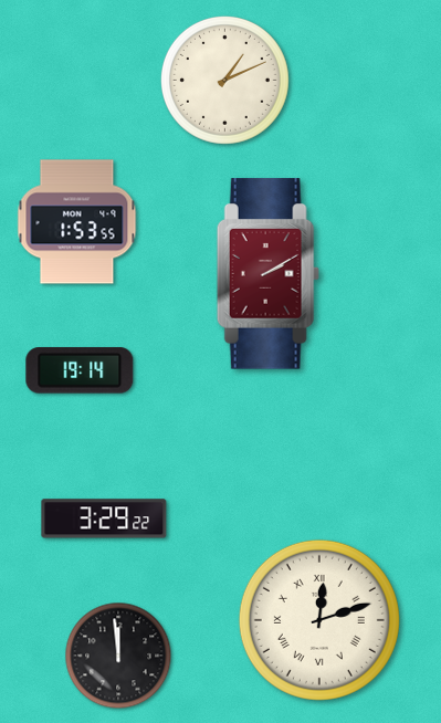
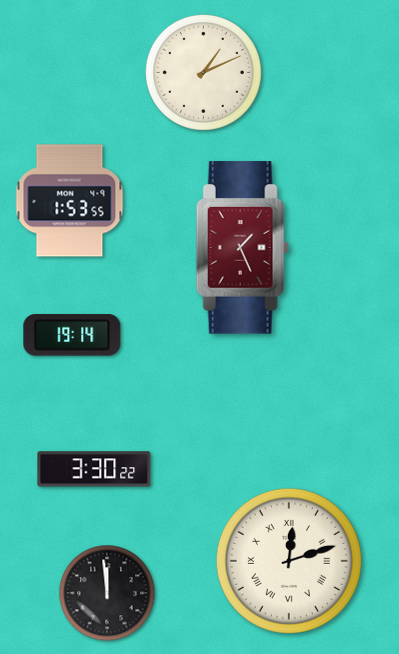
clock at (267, 274): 2:10 -> 1:26
clock at (104, 518): 3:29 -> 3:30
